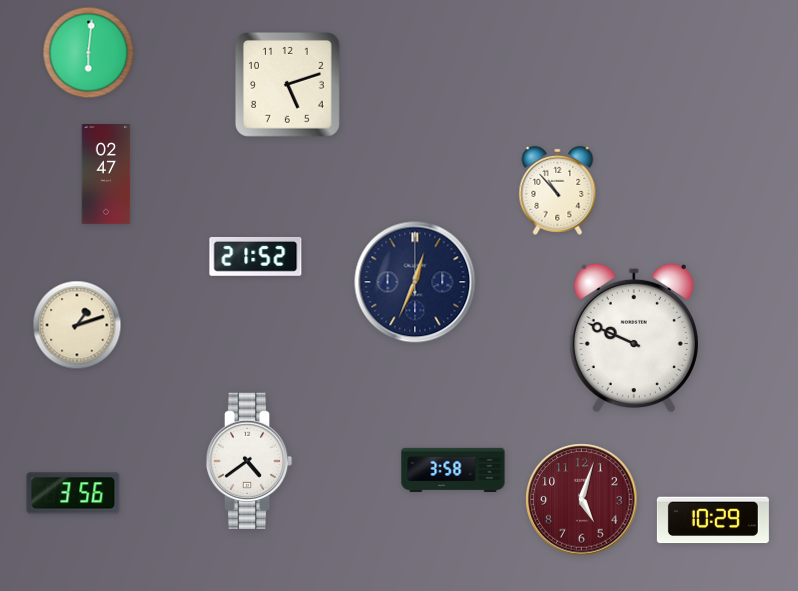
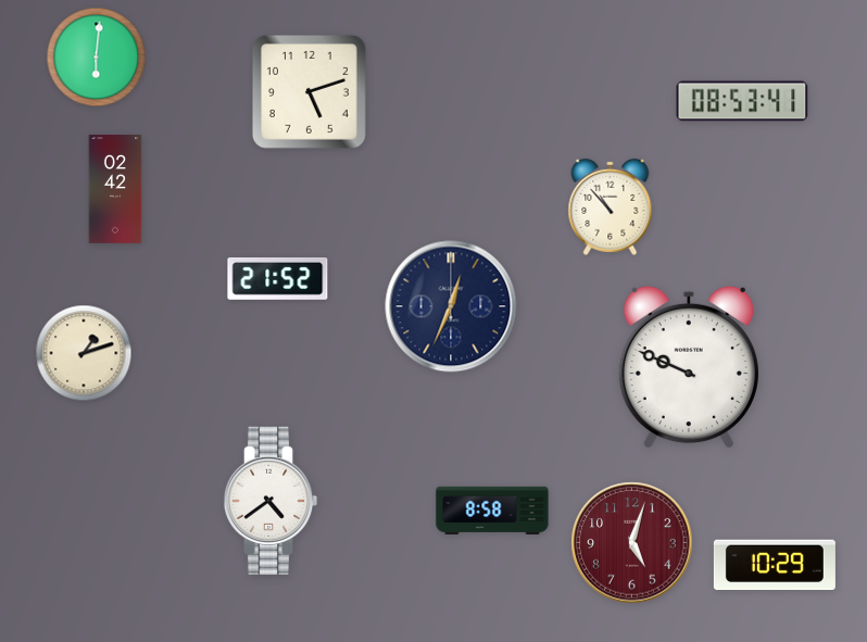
clock at (287, 84) position: (287, 84) -> (309, 91)
clock at (742, 101): none -> 08:53
clock at (106, 175): 02:47 -> 02:42
clock at (558, 190) position: (558, 190) -> (611, 206)
clock at (453, 470): 3:58 -> 8:58
clock at (73, 493): 3:56 -> none
